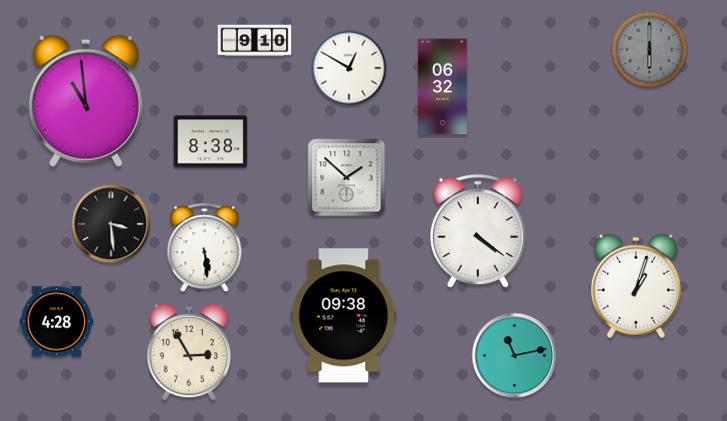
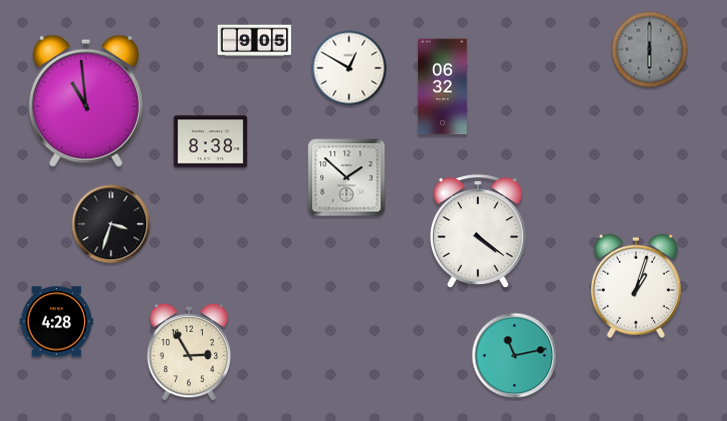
clock at (255, 41): 9:10 -> 9:05
clock at (111, 224): 3:29 -> 3:33
clock at (205, 248): 5:29 -> none
clock at (344, 316): 09:38 -> none
